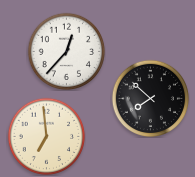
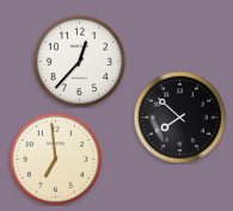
clock at (46, 136) position: (46, 136) -> (55, 159)
